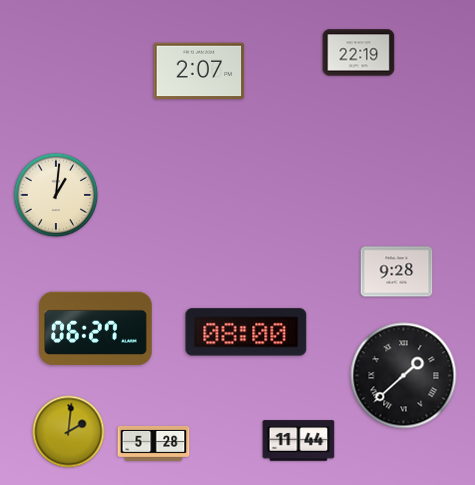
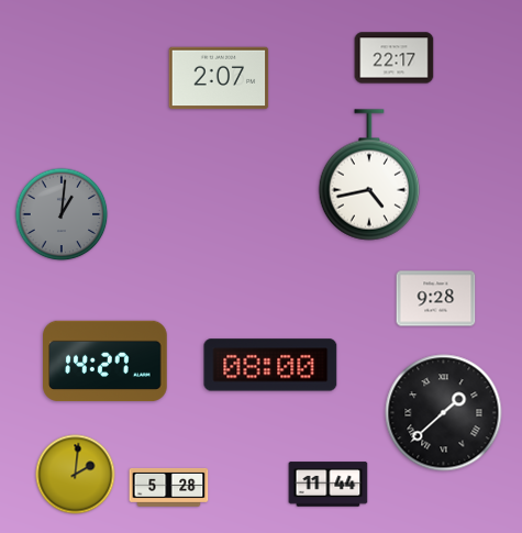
clock at (359, 53): 22:19 -> 22:17
clock at (369, 175): none -> 4:43
clock at (56, 195) dial: cream -> grey
clock at (96, 329): 06:27 -> 14:27
